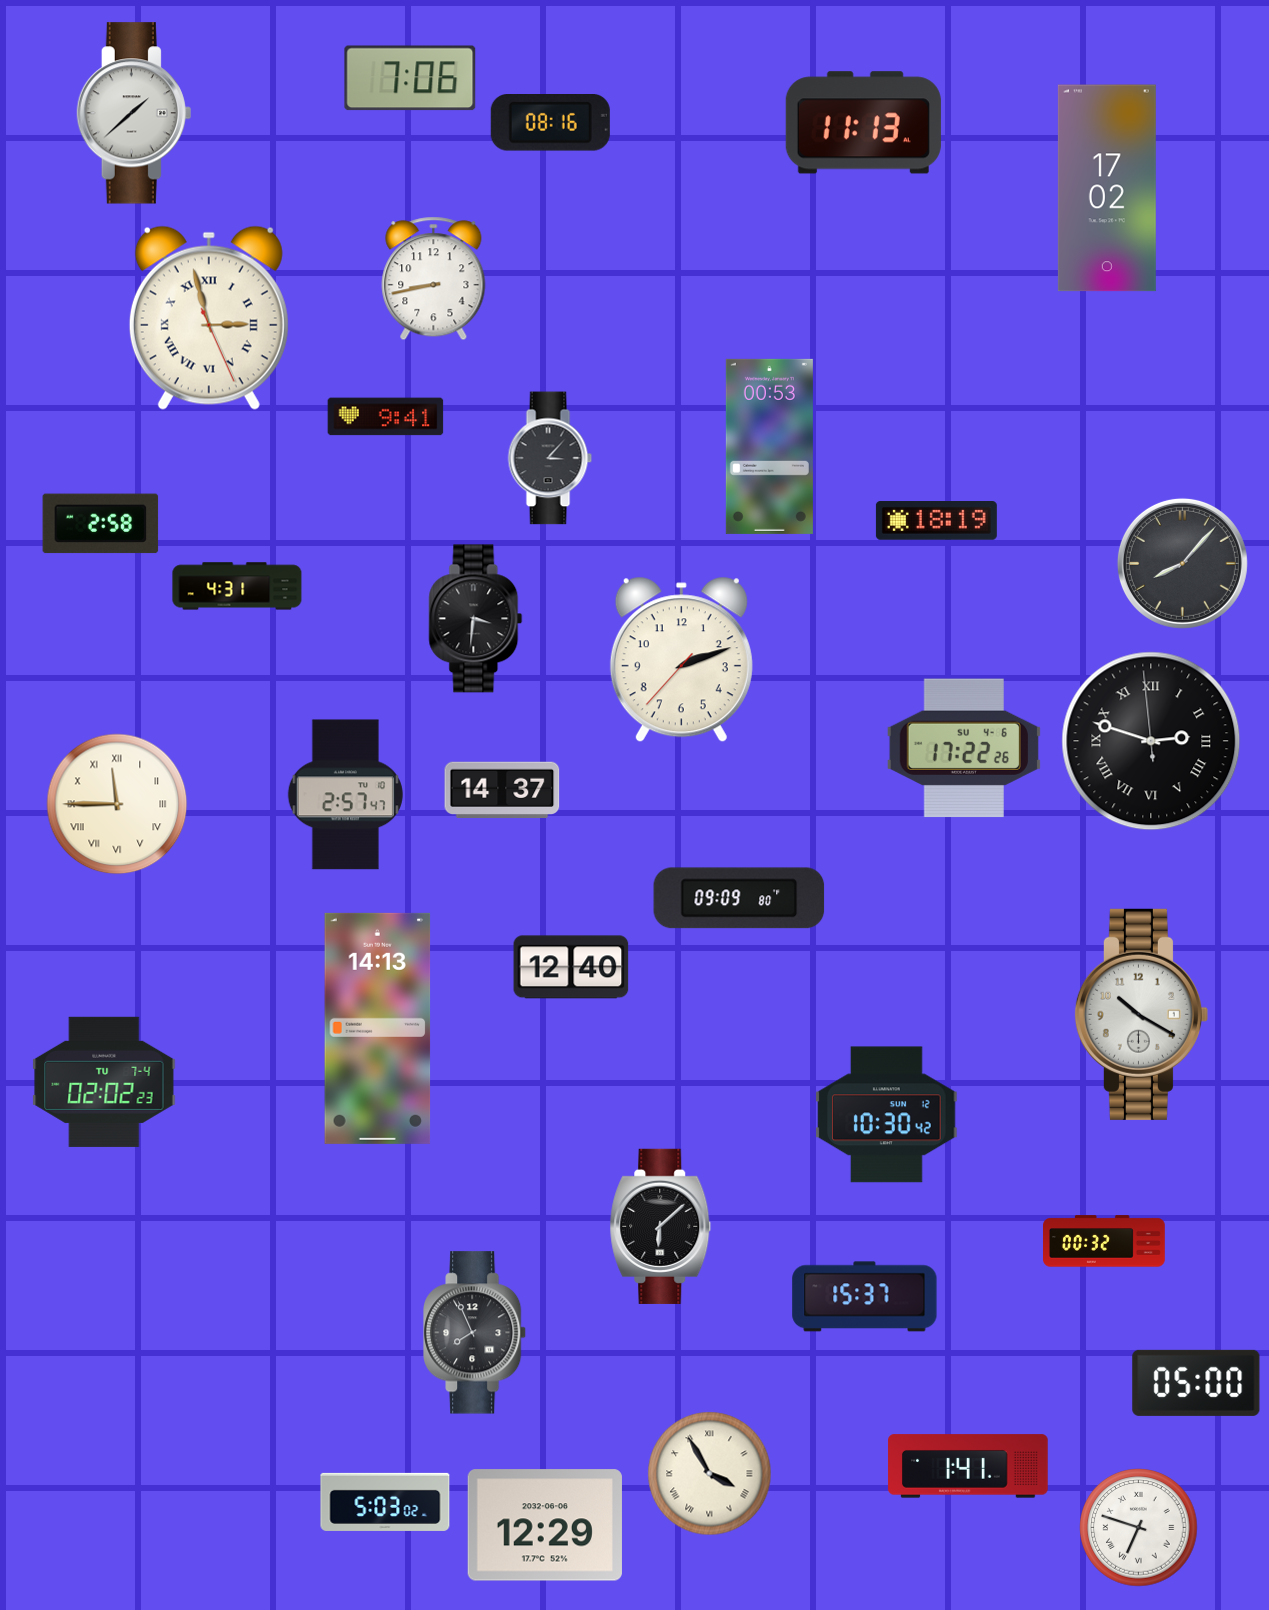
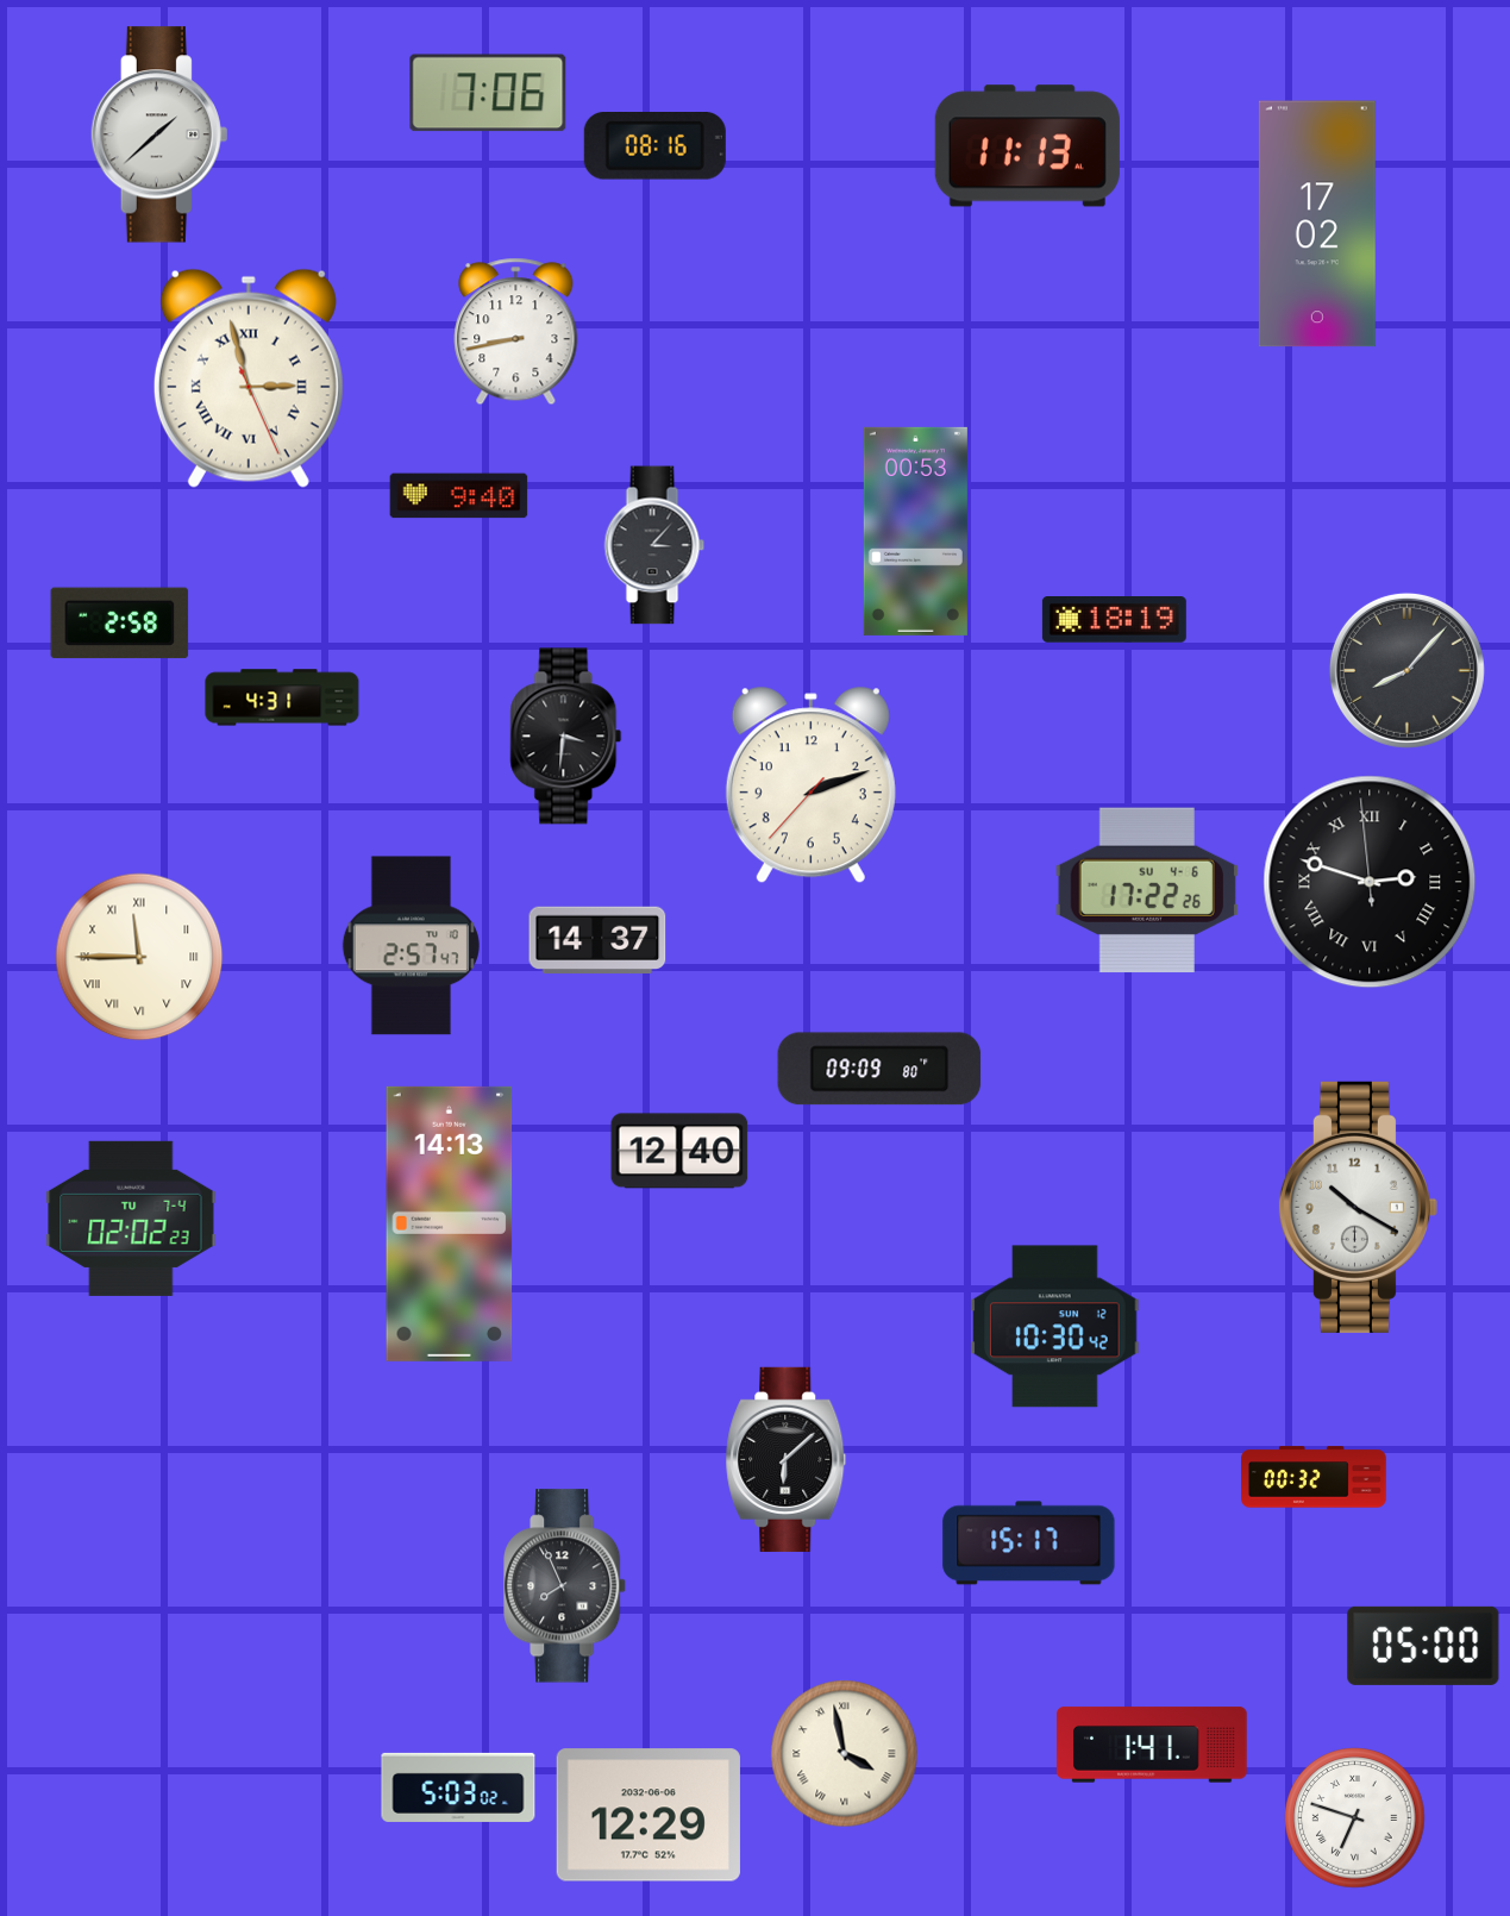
clock at (386, 417): 9:41 -> 9:40
clock at (104, 1082) position: (104, 1082) -> (131, 1219)
clock at (865, 1297): 15:37 -> 15:17
clock at (710, 1474): 3:55 -> 3:58
